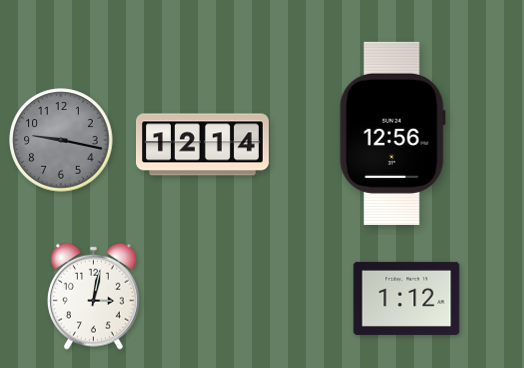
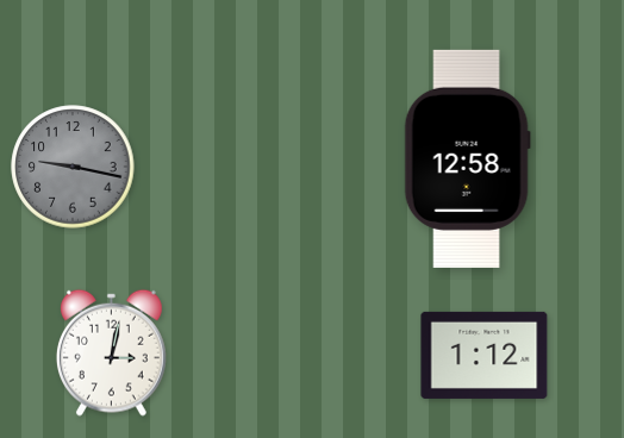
clock at (392, 133): 12:56 -> 12:58
clock at (203, 145): 12:14 -> none
